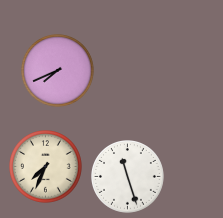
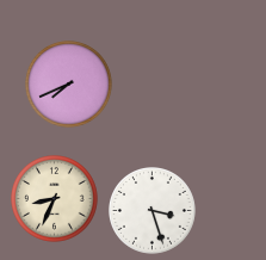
clock at (46, 167): 7:34 -> 8:34
clock at (128, 177): 11:27 -> 3:27
